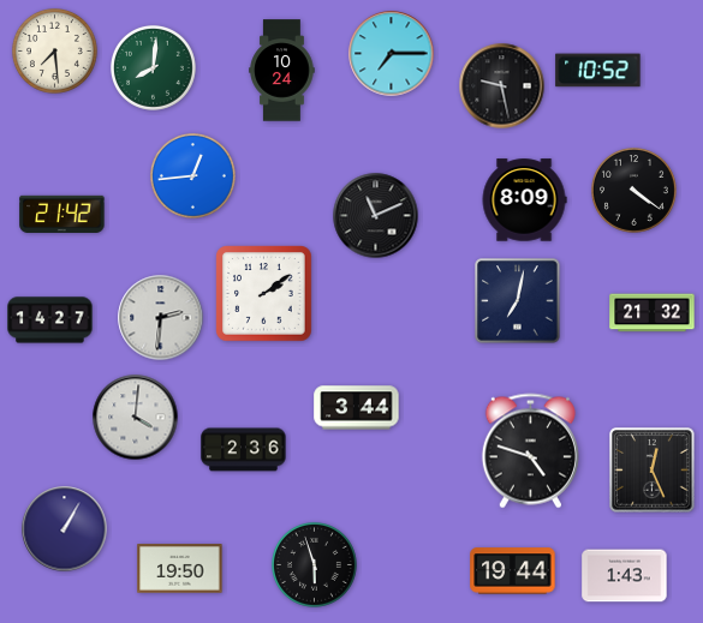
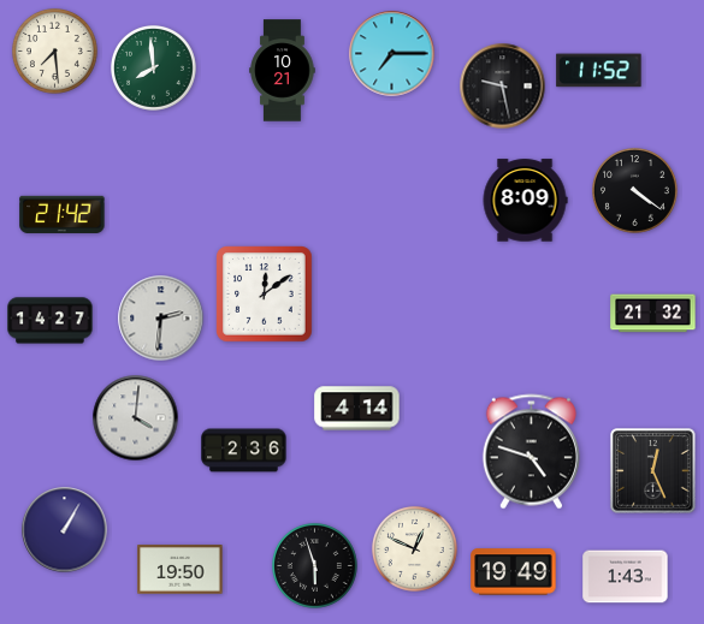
clock at (153, 67): 8:01 -> 7:59
clock at (282, 71): 10:24 -> 10:21
clock at (598, 71): 10:52 -> 11:52
clock at (192, 175): 12:44 -> none
clock at (376, 216): 11:11 -> none
clock at (264, 294): 2:09 -> 12:09
clock at (518, 301): 7:02 -> none
clock at (357, 408): 3:44 -> 4:14
clock at (414, 548): none -> 12:49
clock at (513, 571): 19:44 -> 19:49
